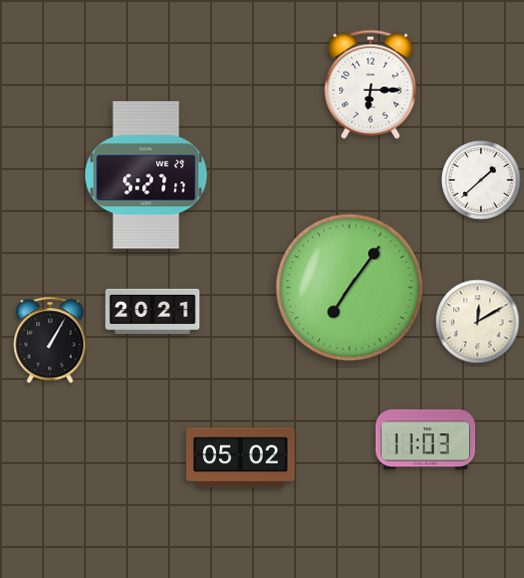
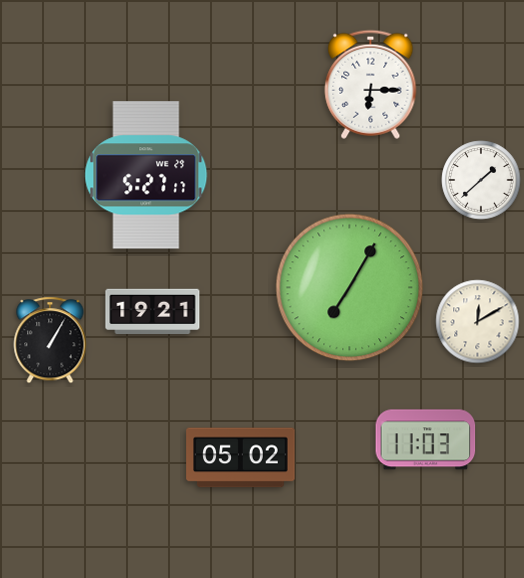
clock at (350, 288): 7:06 -> 7:05
clock at (153, 312): 20:21 -> 19:21
